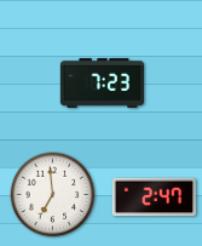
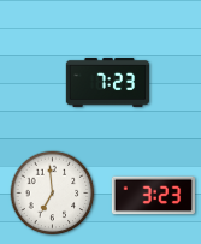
clock at (102, 82) position: (102, 82) -> (107, 82)
clock at (154, 198): 2:47 -> 3:23
